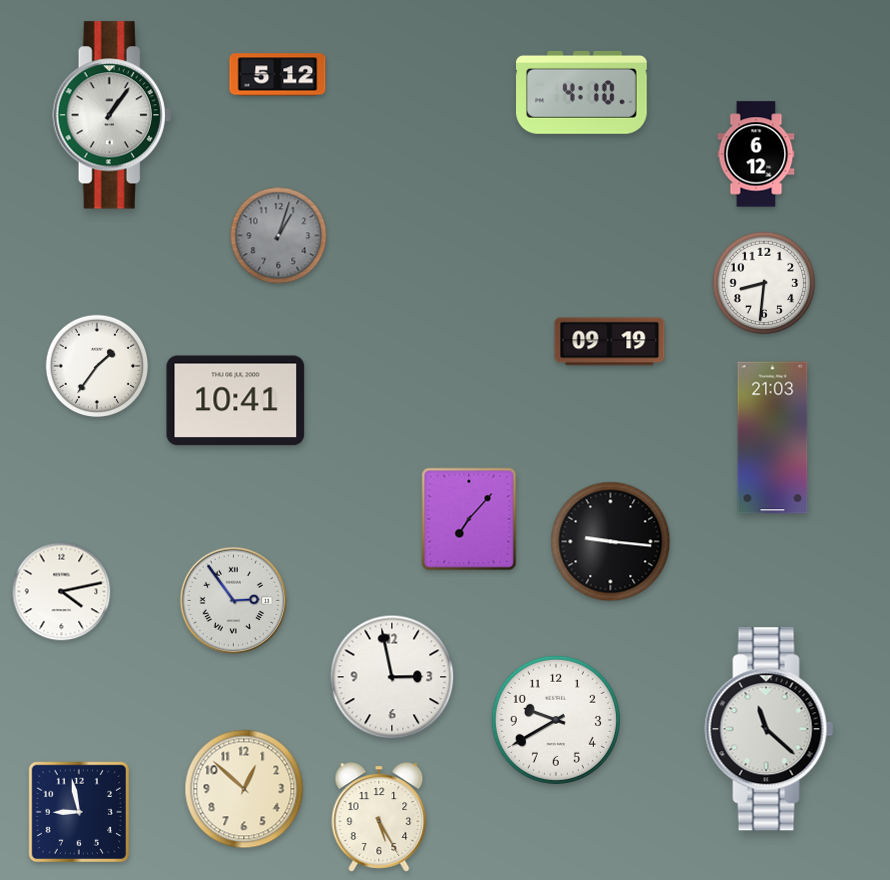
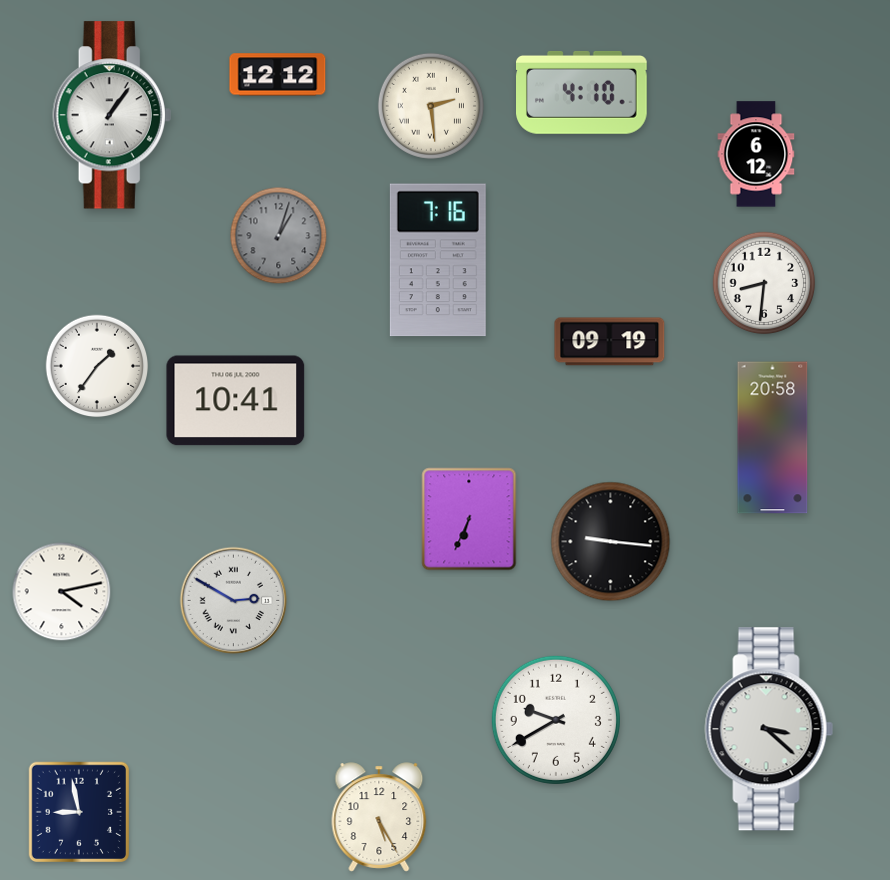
clock at (278, 75): 5:12 -> 12:12
clock at (431, 106): none -> 2:29
clock at (438, 260): none -> 7:16
clock at (773, 438): 21:03 -> 20:58
clock at (469, 519): 7:07 -> 6:34
clock at (234, 601): 2:54 -> 2:50
clock at (392, 677): 2:58 -> none
clock at (769, 729): 11:22 -> 3:22
clock at (244, 789): 12:52 -> none
